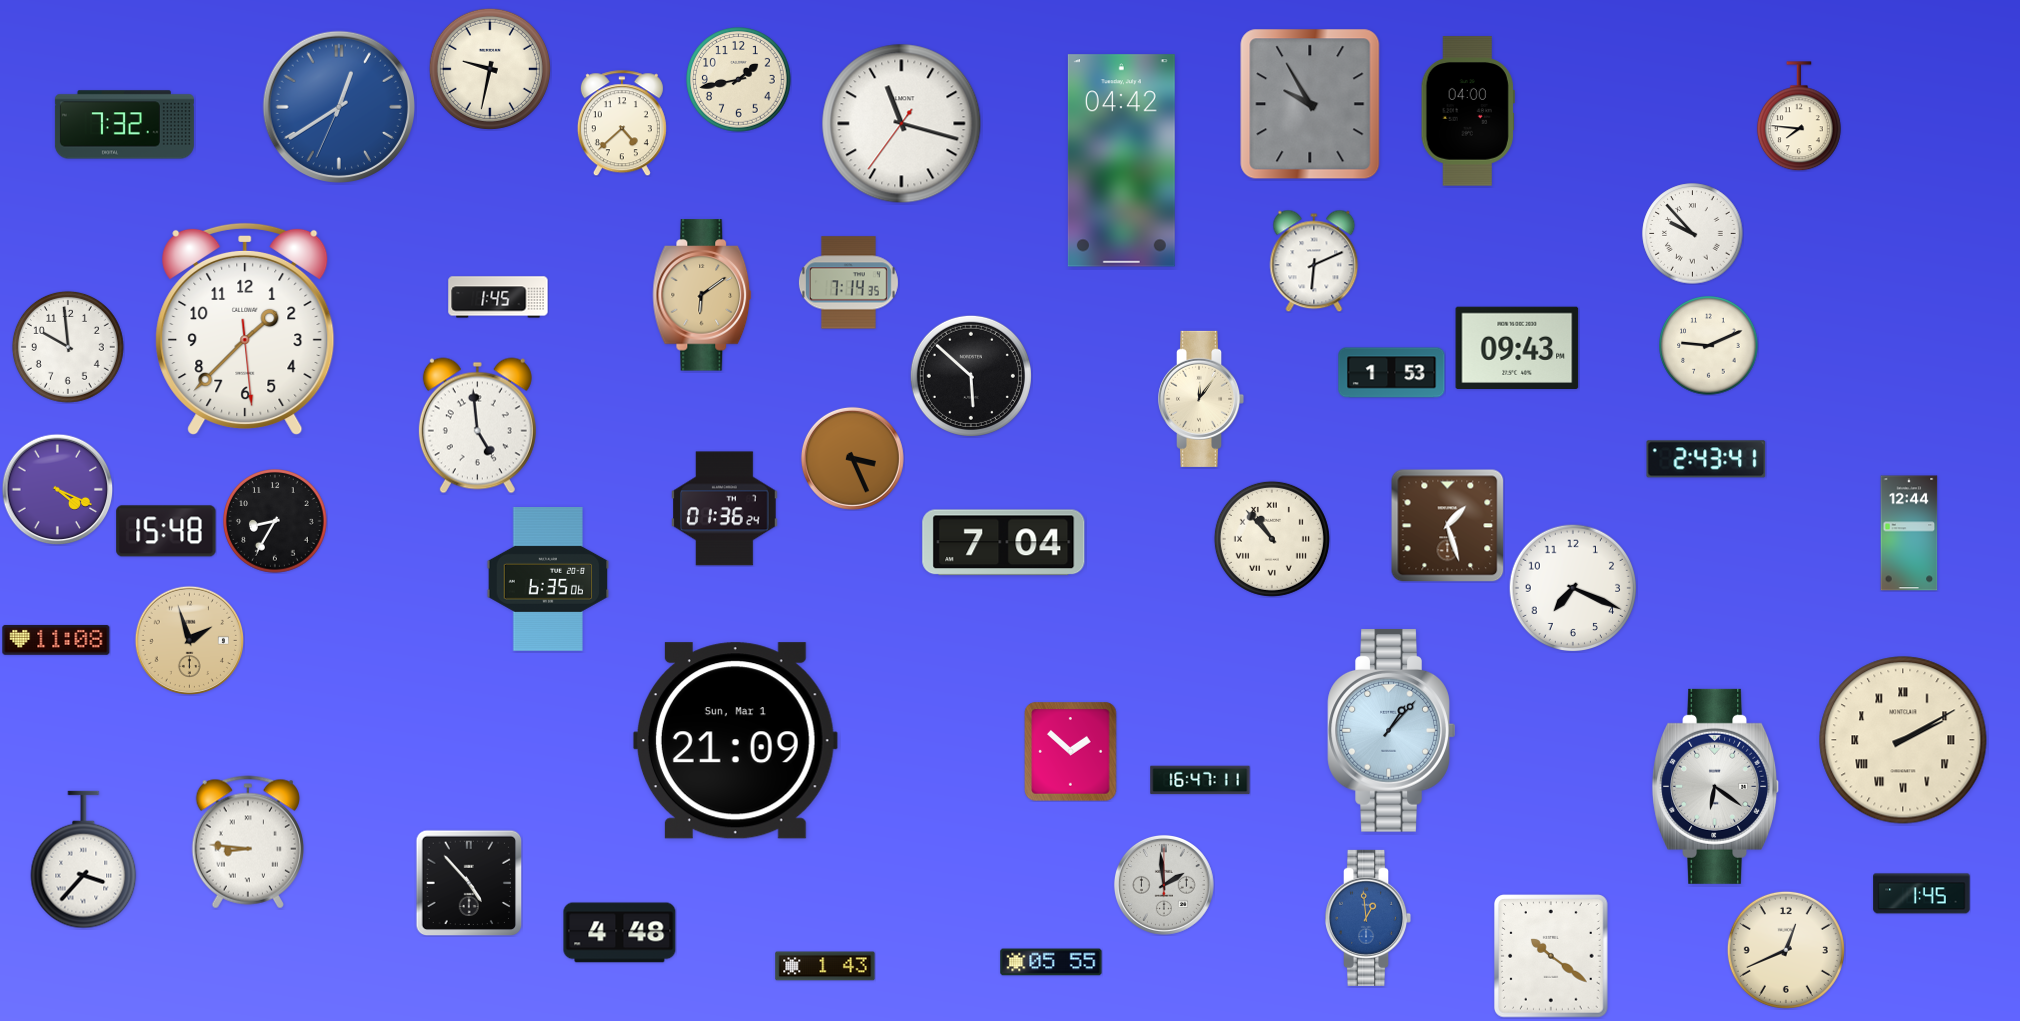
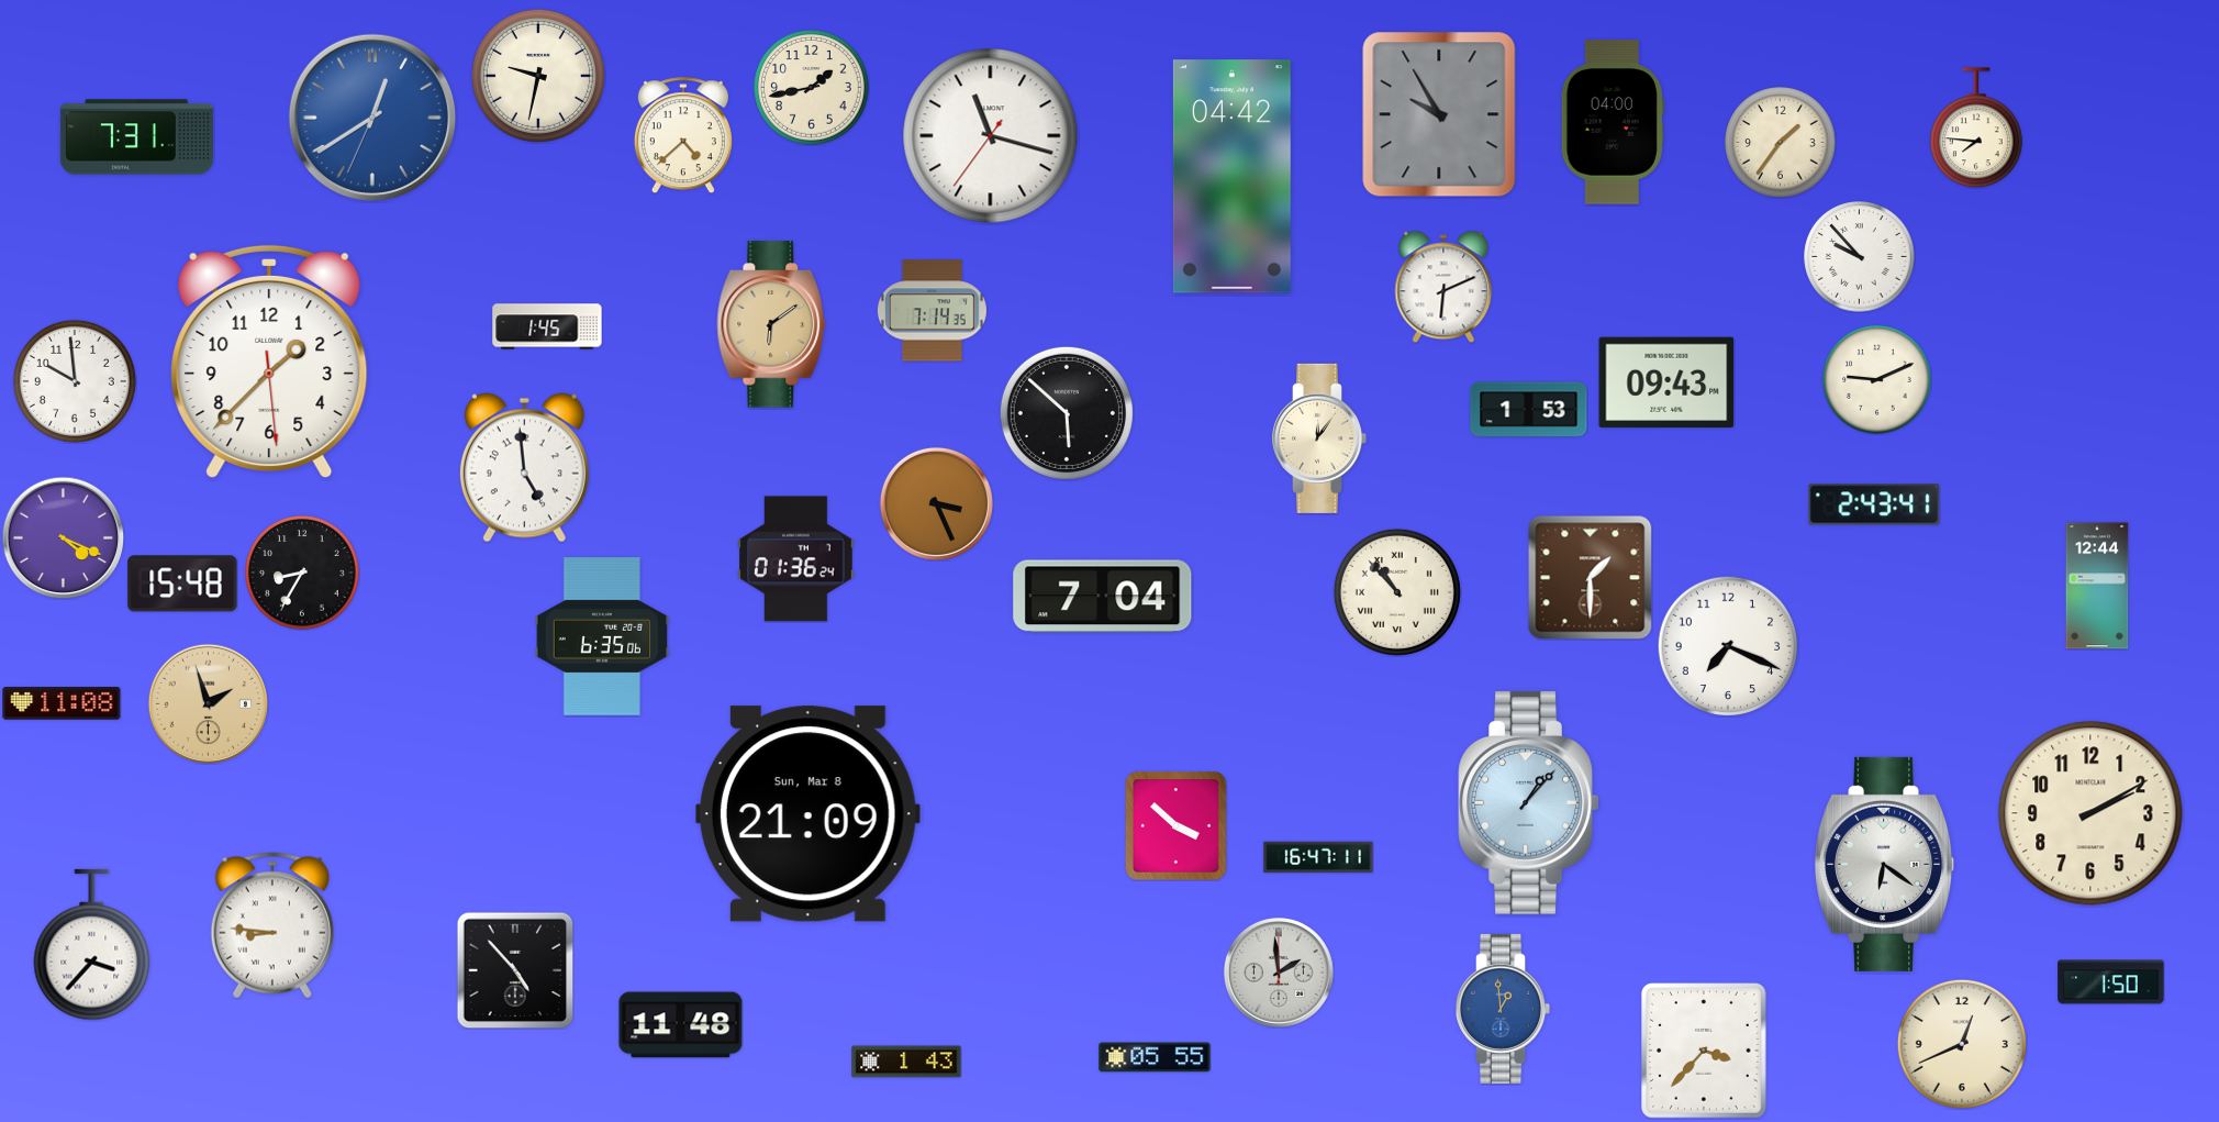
clock at (124, 125): 7:32 -> 7:31
clock at (1781, 143): none -> 1:36
clock at (1447, 525): 1:27 -> 1:30
clock at (1903, 740) numerals: Roman -> Arabic
clock at (735, 741) date: Sun, Mar 1 -> Sun, Mar 8
clock at (1071, 752): 1:52 -> 3:52
clock at (1922, 894): 1:45 -> 1:50
clock at (620, 933): 4:48 -> 11:48
clock at (1552, 956): 10:21 -> 3:37
